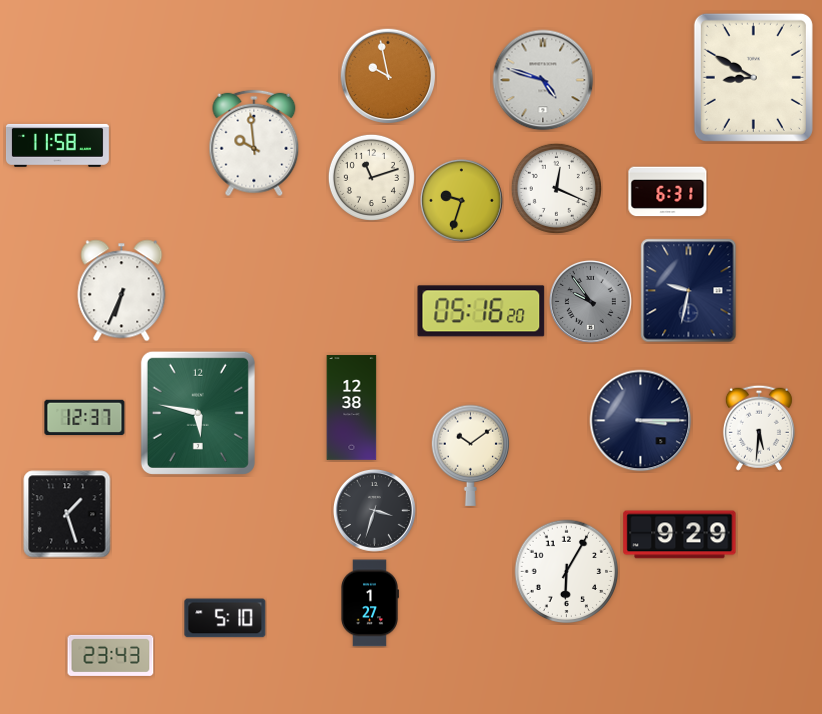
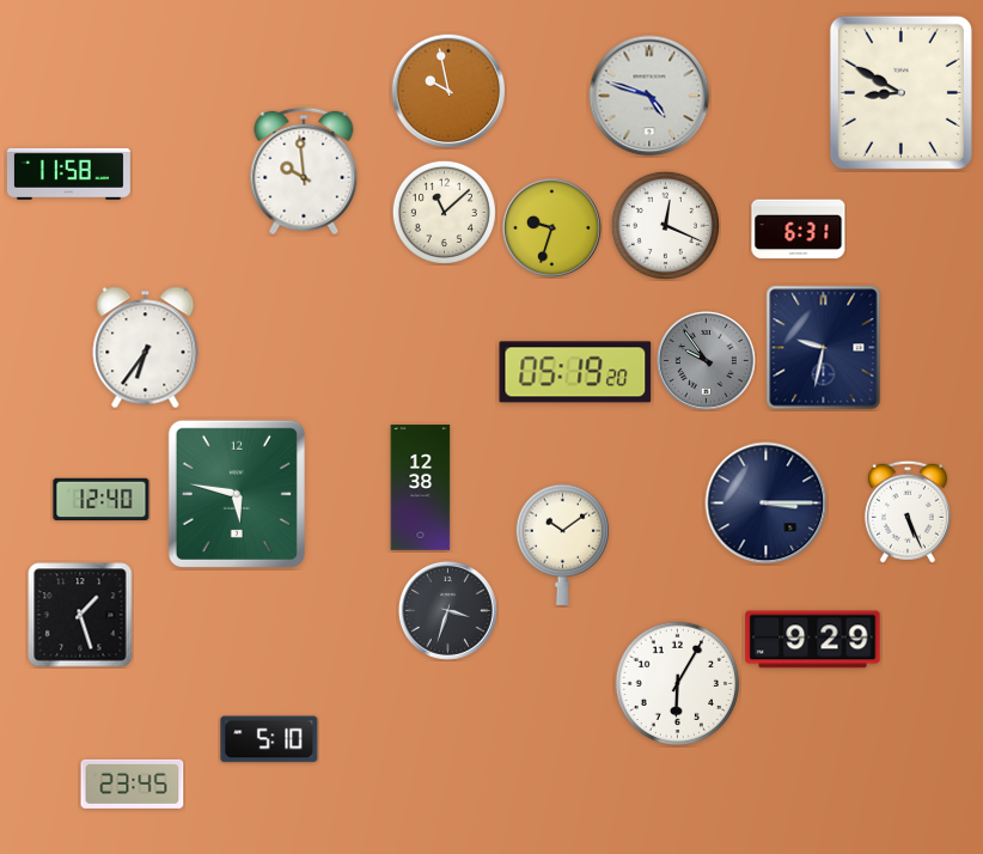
clock at (388, 76) position: (388, 76) -> (448, 91)
clock at (371, 177): 11:12 -> 11:08
clock at (461, 200) position: (461, 200) -> (551, 227)
clock at (122, 291): 6:34 -> 6:36
clock at (481, 311): 05:16 -> 05:19
clock at (85, 418): 12:37 -> 12:40
clock at (759, 428): 5:31 -> 5:26
clock at (370, 603): 1:27 -> none
clock at (111, 655): 23:43 -> 23:45
